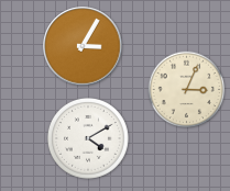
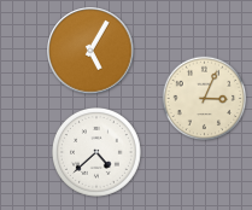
clock at (83, 46): 3:05 -> 5:05
clock at (89, 139): 4:10 -> 4:38
